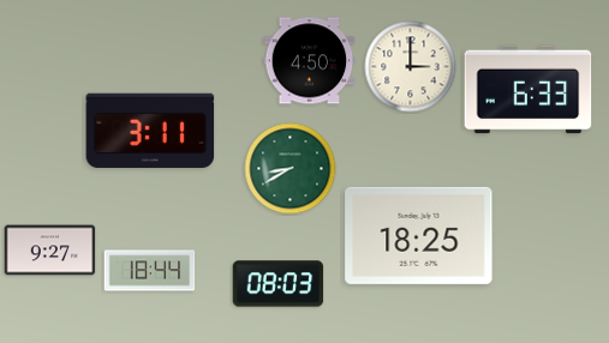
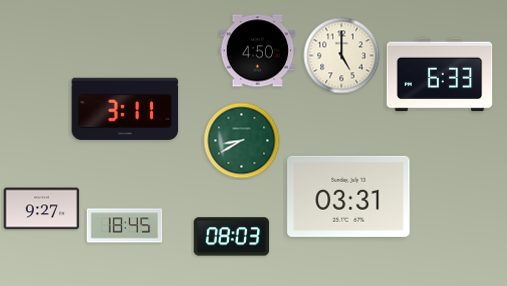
clock at (411, 67): 3:00 -> 5:00
clock at (419, 235): 18:25 -> 03:31
clock at (150, 271): 18:44 -> 18:45
